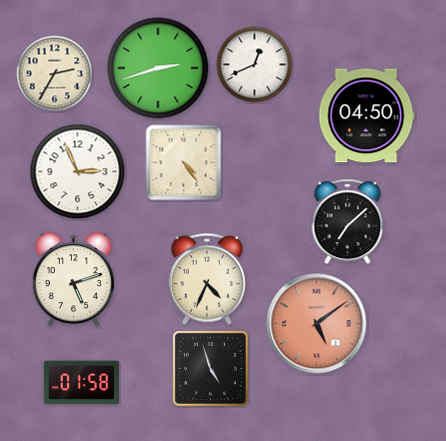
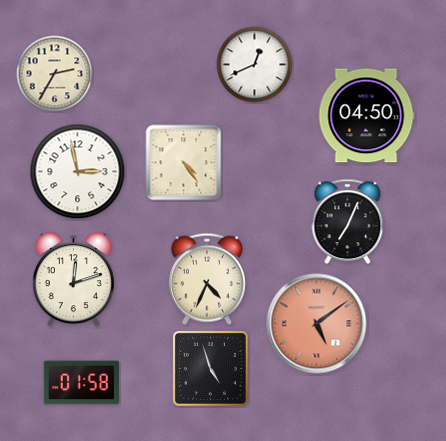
clock at (158, 68): 2:42 -> none
clock at (78, 172): 2:56 -> 2:58
clock at (348, 222): 7:08 -> 7:04
clock at (73, 280): 5:12 -> 12:12
